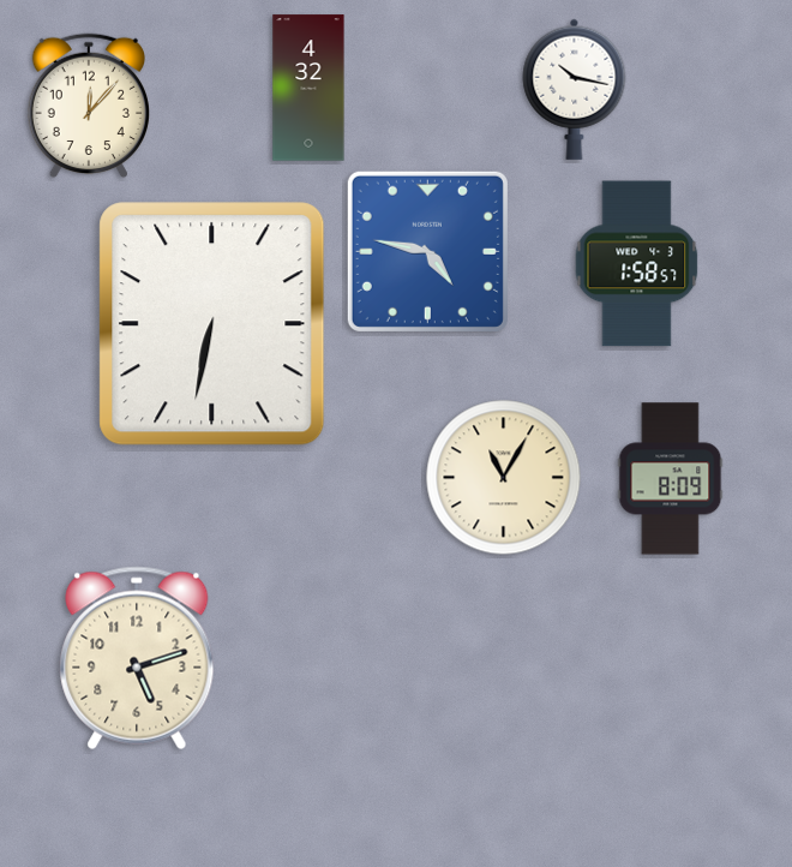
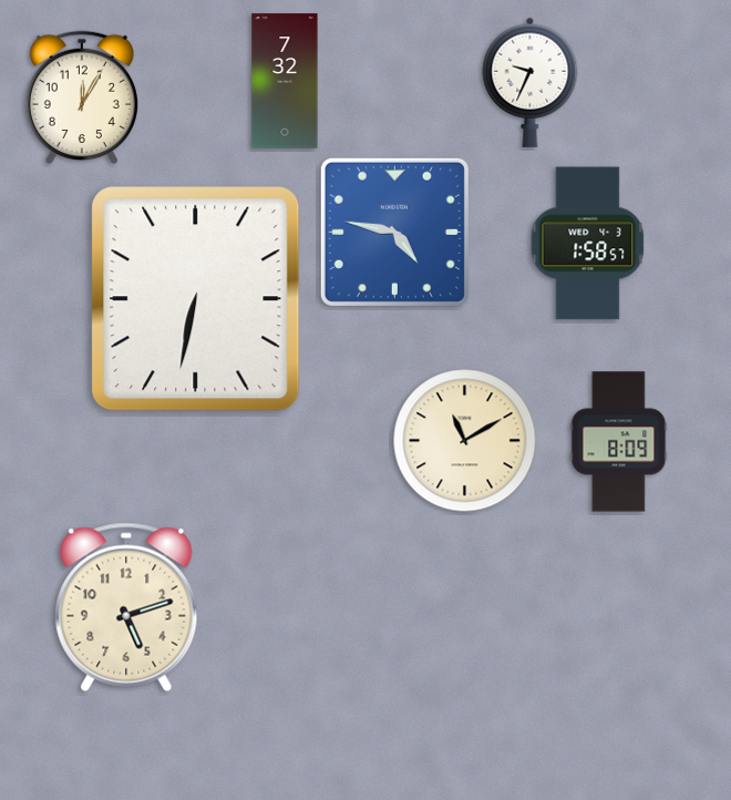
clock at (308, 88): 4:32 -> 7:32
clock at (575, 89): 10:17 -> 9:34
clock at (88, 106): 12:07 -> 12:05
clock at (504, 478): 11:05 -> 11:10
